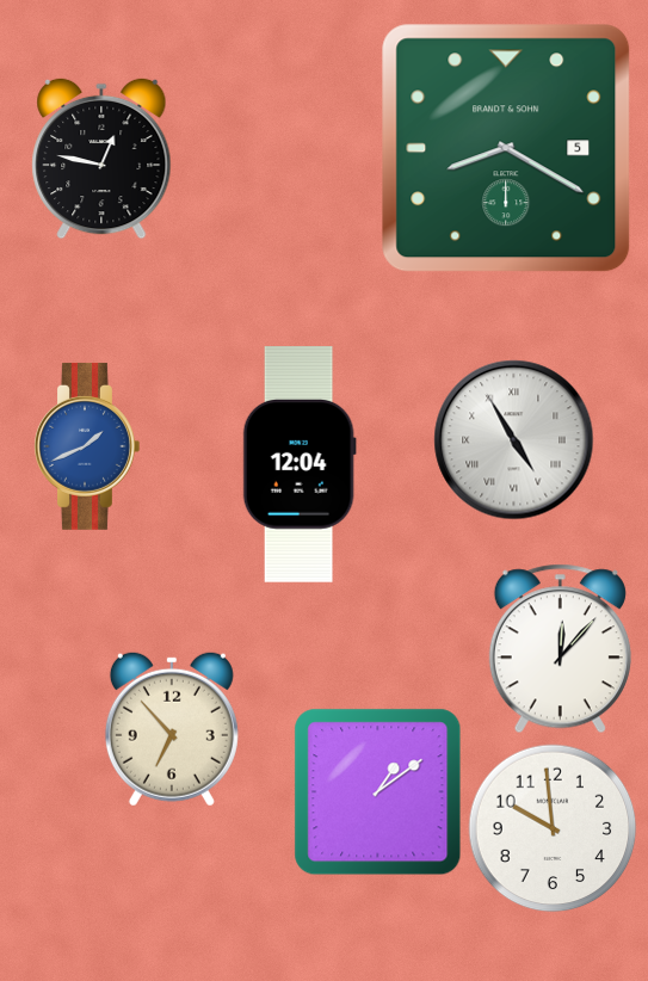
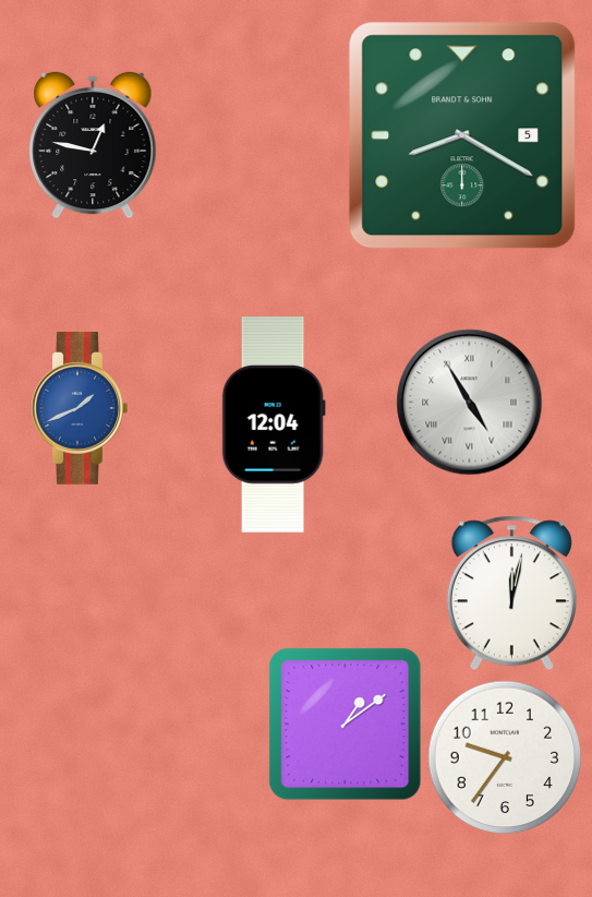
clock at (560, 649): 12:07 -> 12:02
clock at (172, 729): 6:53 -> none
clock at (553, 828): 9:59 -> 9:36
